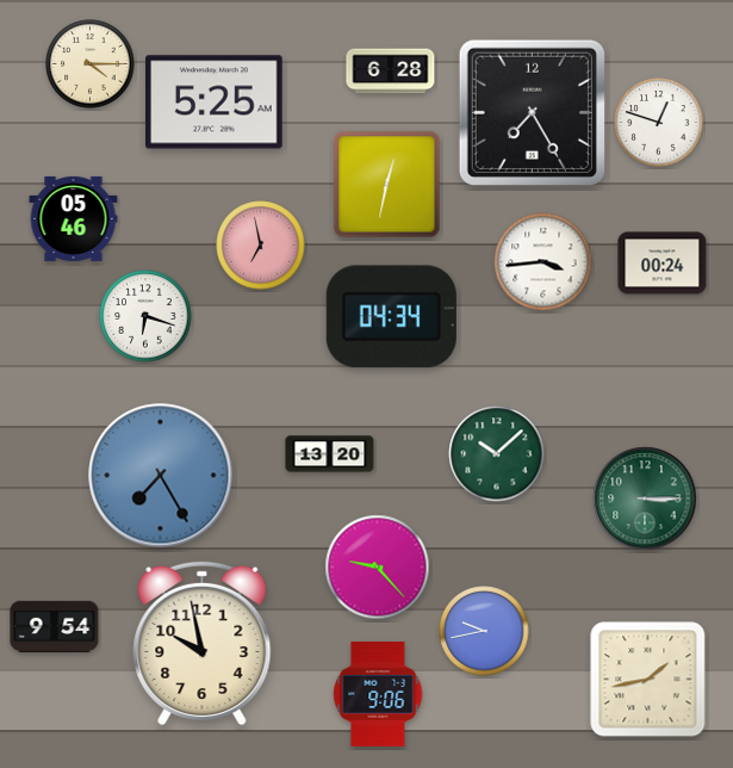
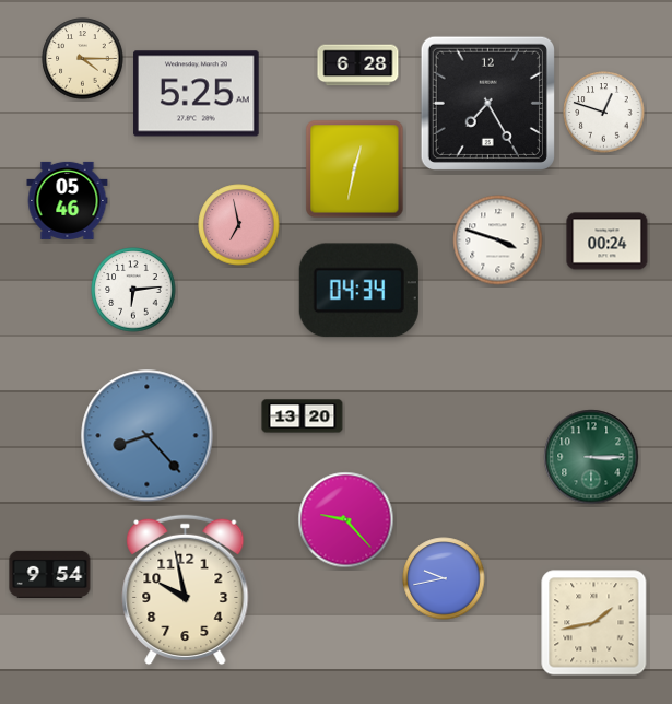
clock at (543, 262): 3:44 -> 3:48
clock at (145, 316): 6:18 -> 6:14
clock at (497, 454): 10:08 -> none
clock at (161, 476): 7:25 -> 8:23
clock at (378, 694): 9:06 -> none
